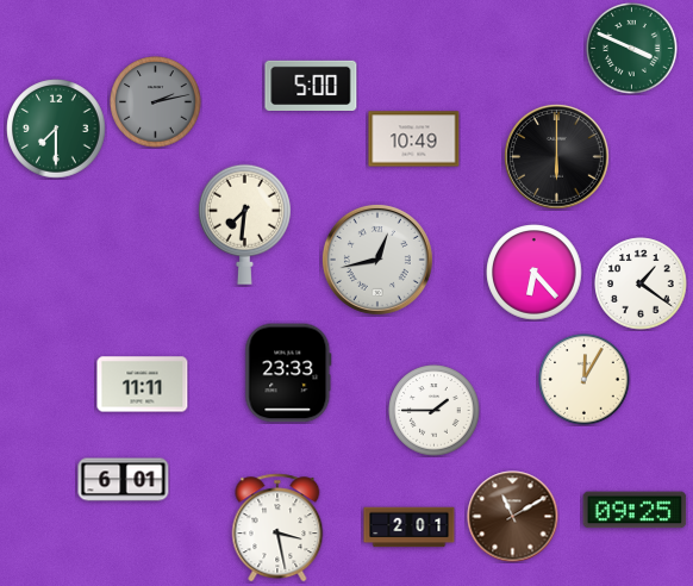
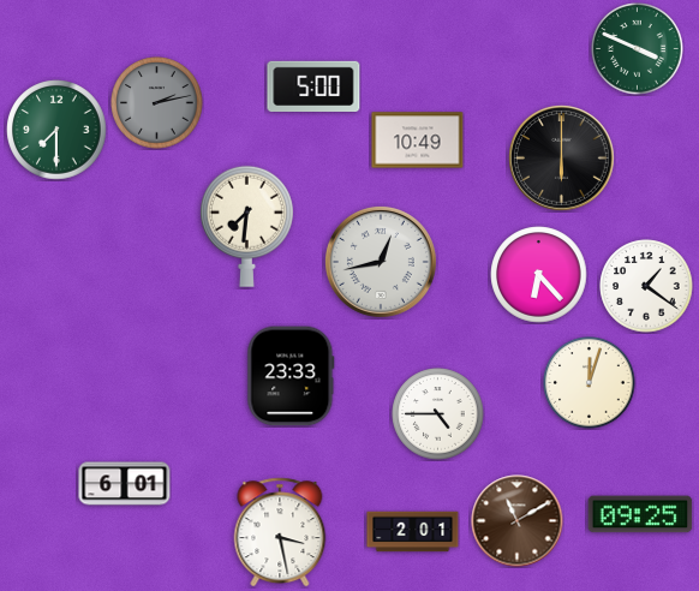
clock at (585, 380): 12:05 -> 12:03
clock at (143, 385): 11:11 -> none
clock at (435, 411): 1:45 -> 4:45
